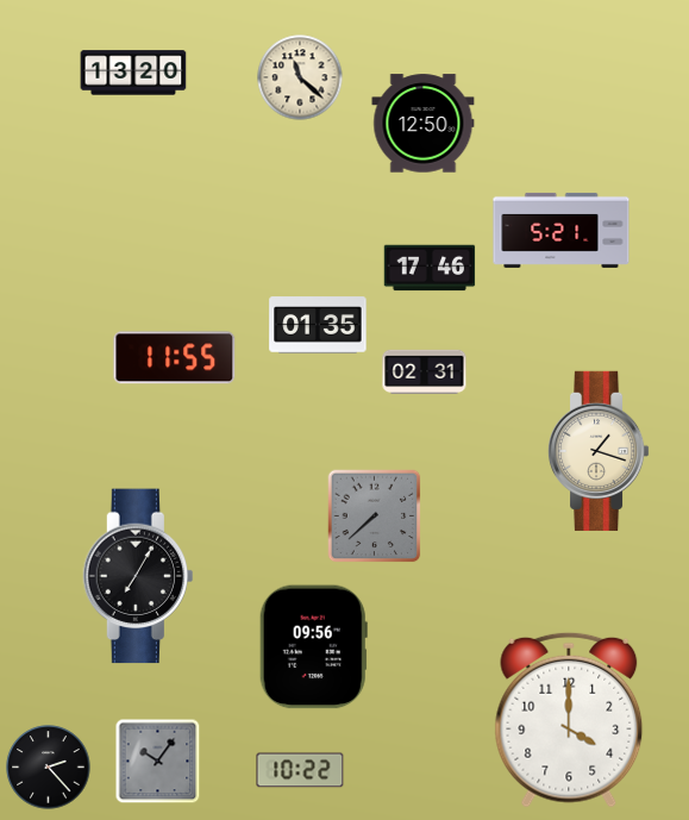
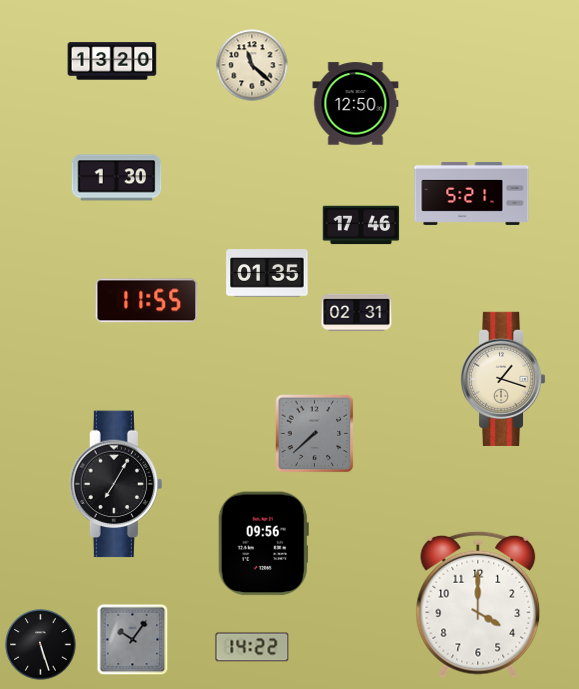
clock at (117, 178): none -> 1:30
clock at (49, 768): 2:23 -> 5:27
clock at (300, 770): 10:22 -> 14:22
